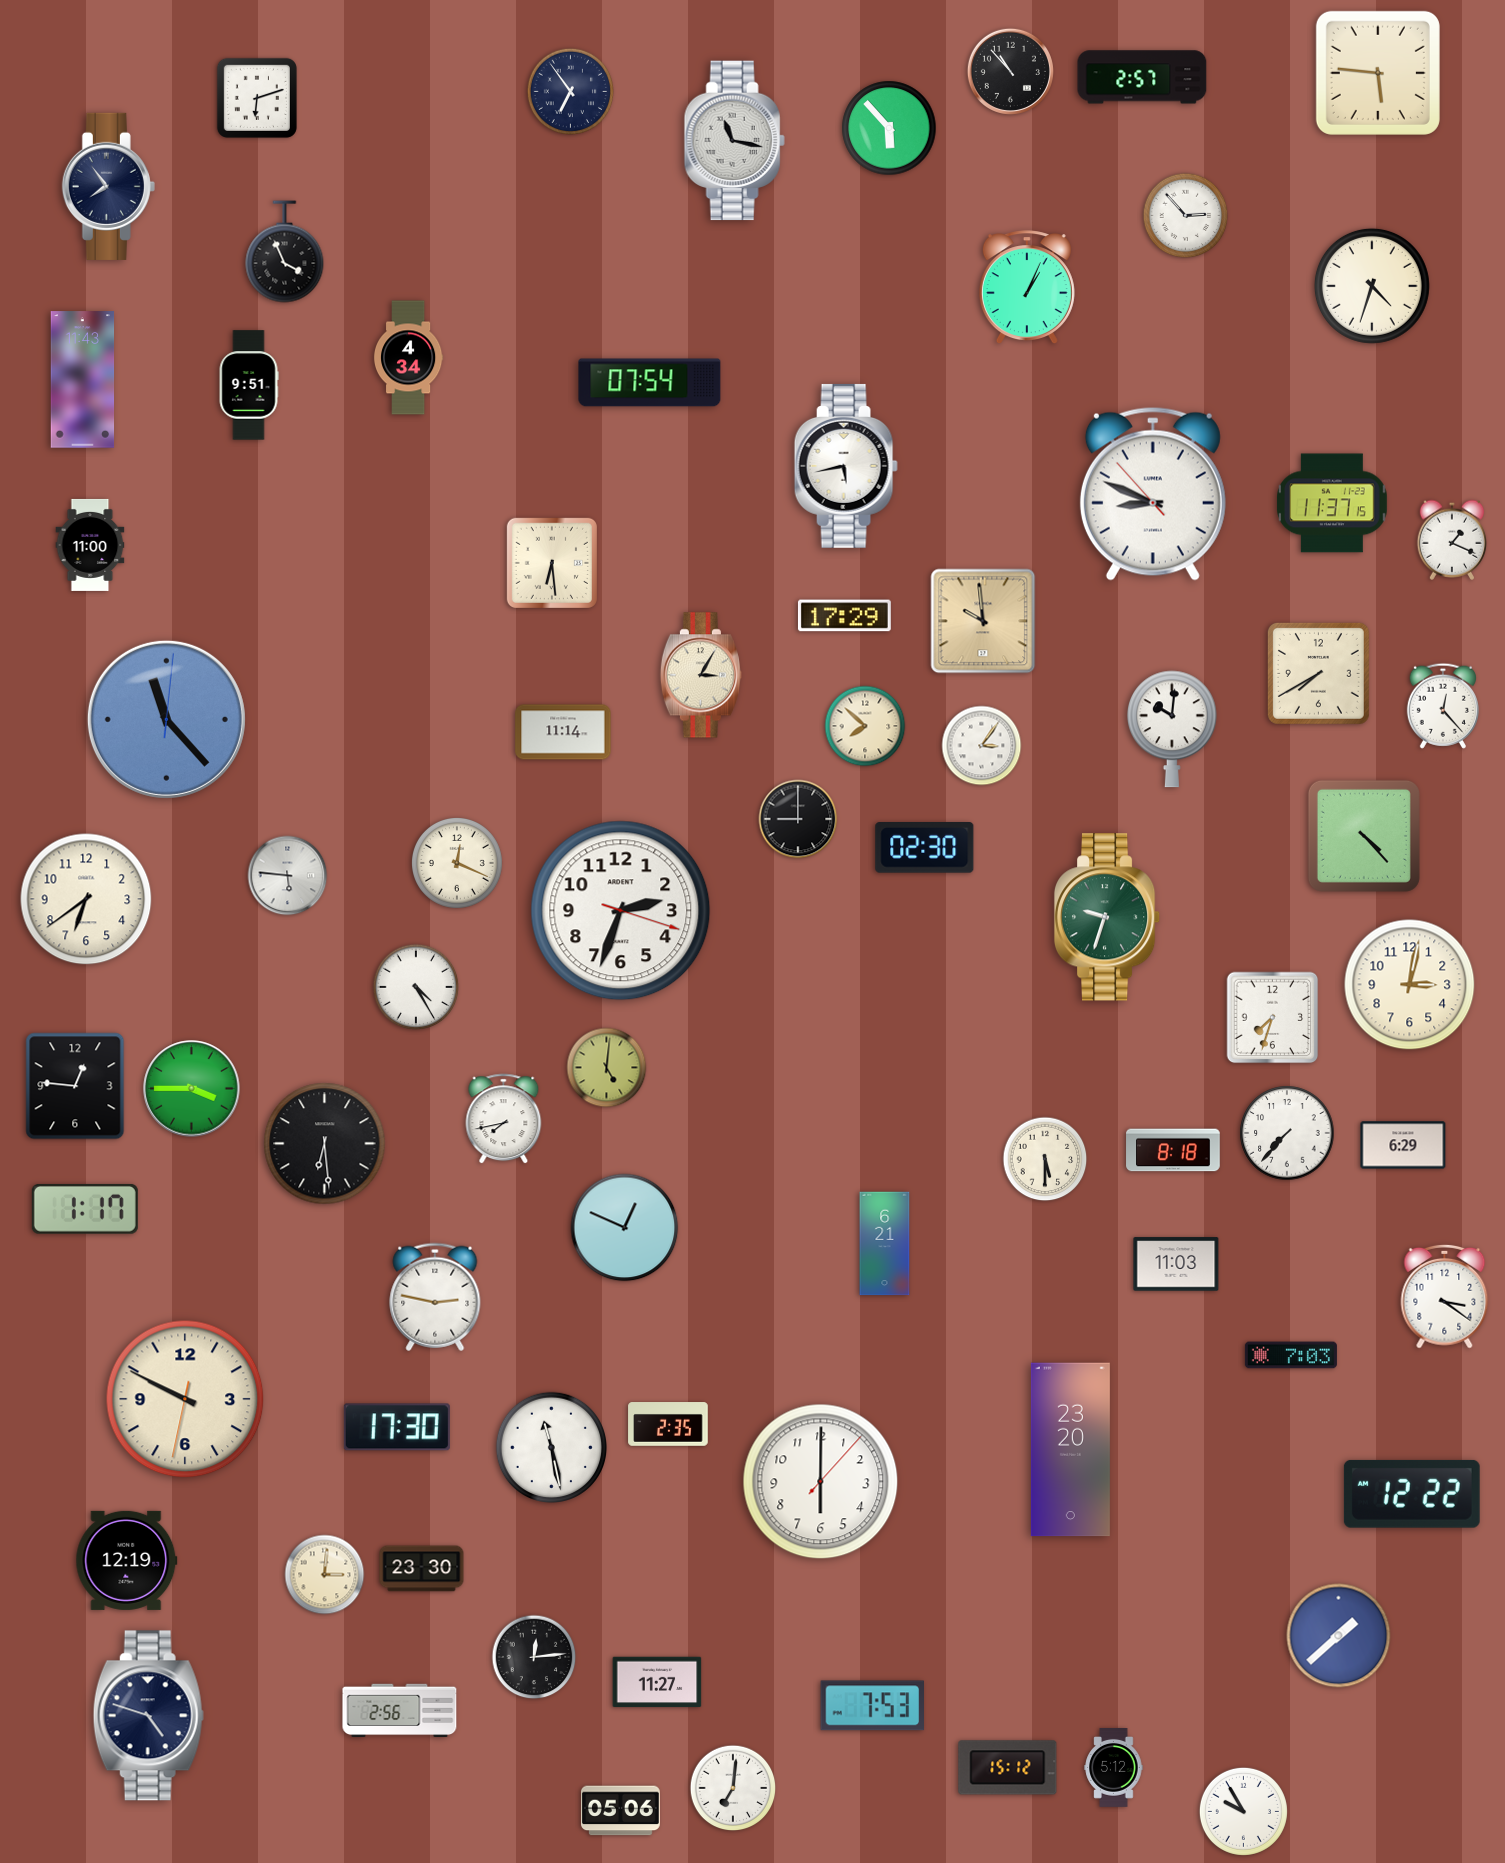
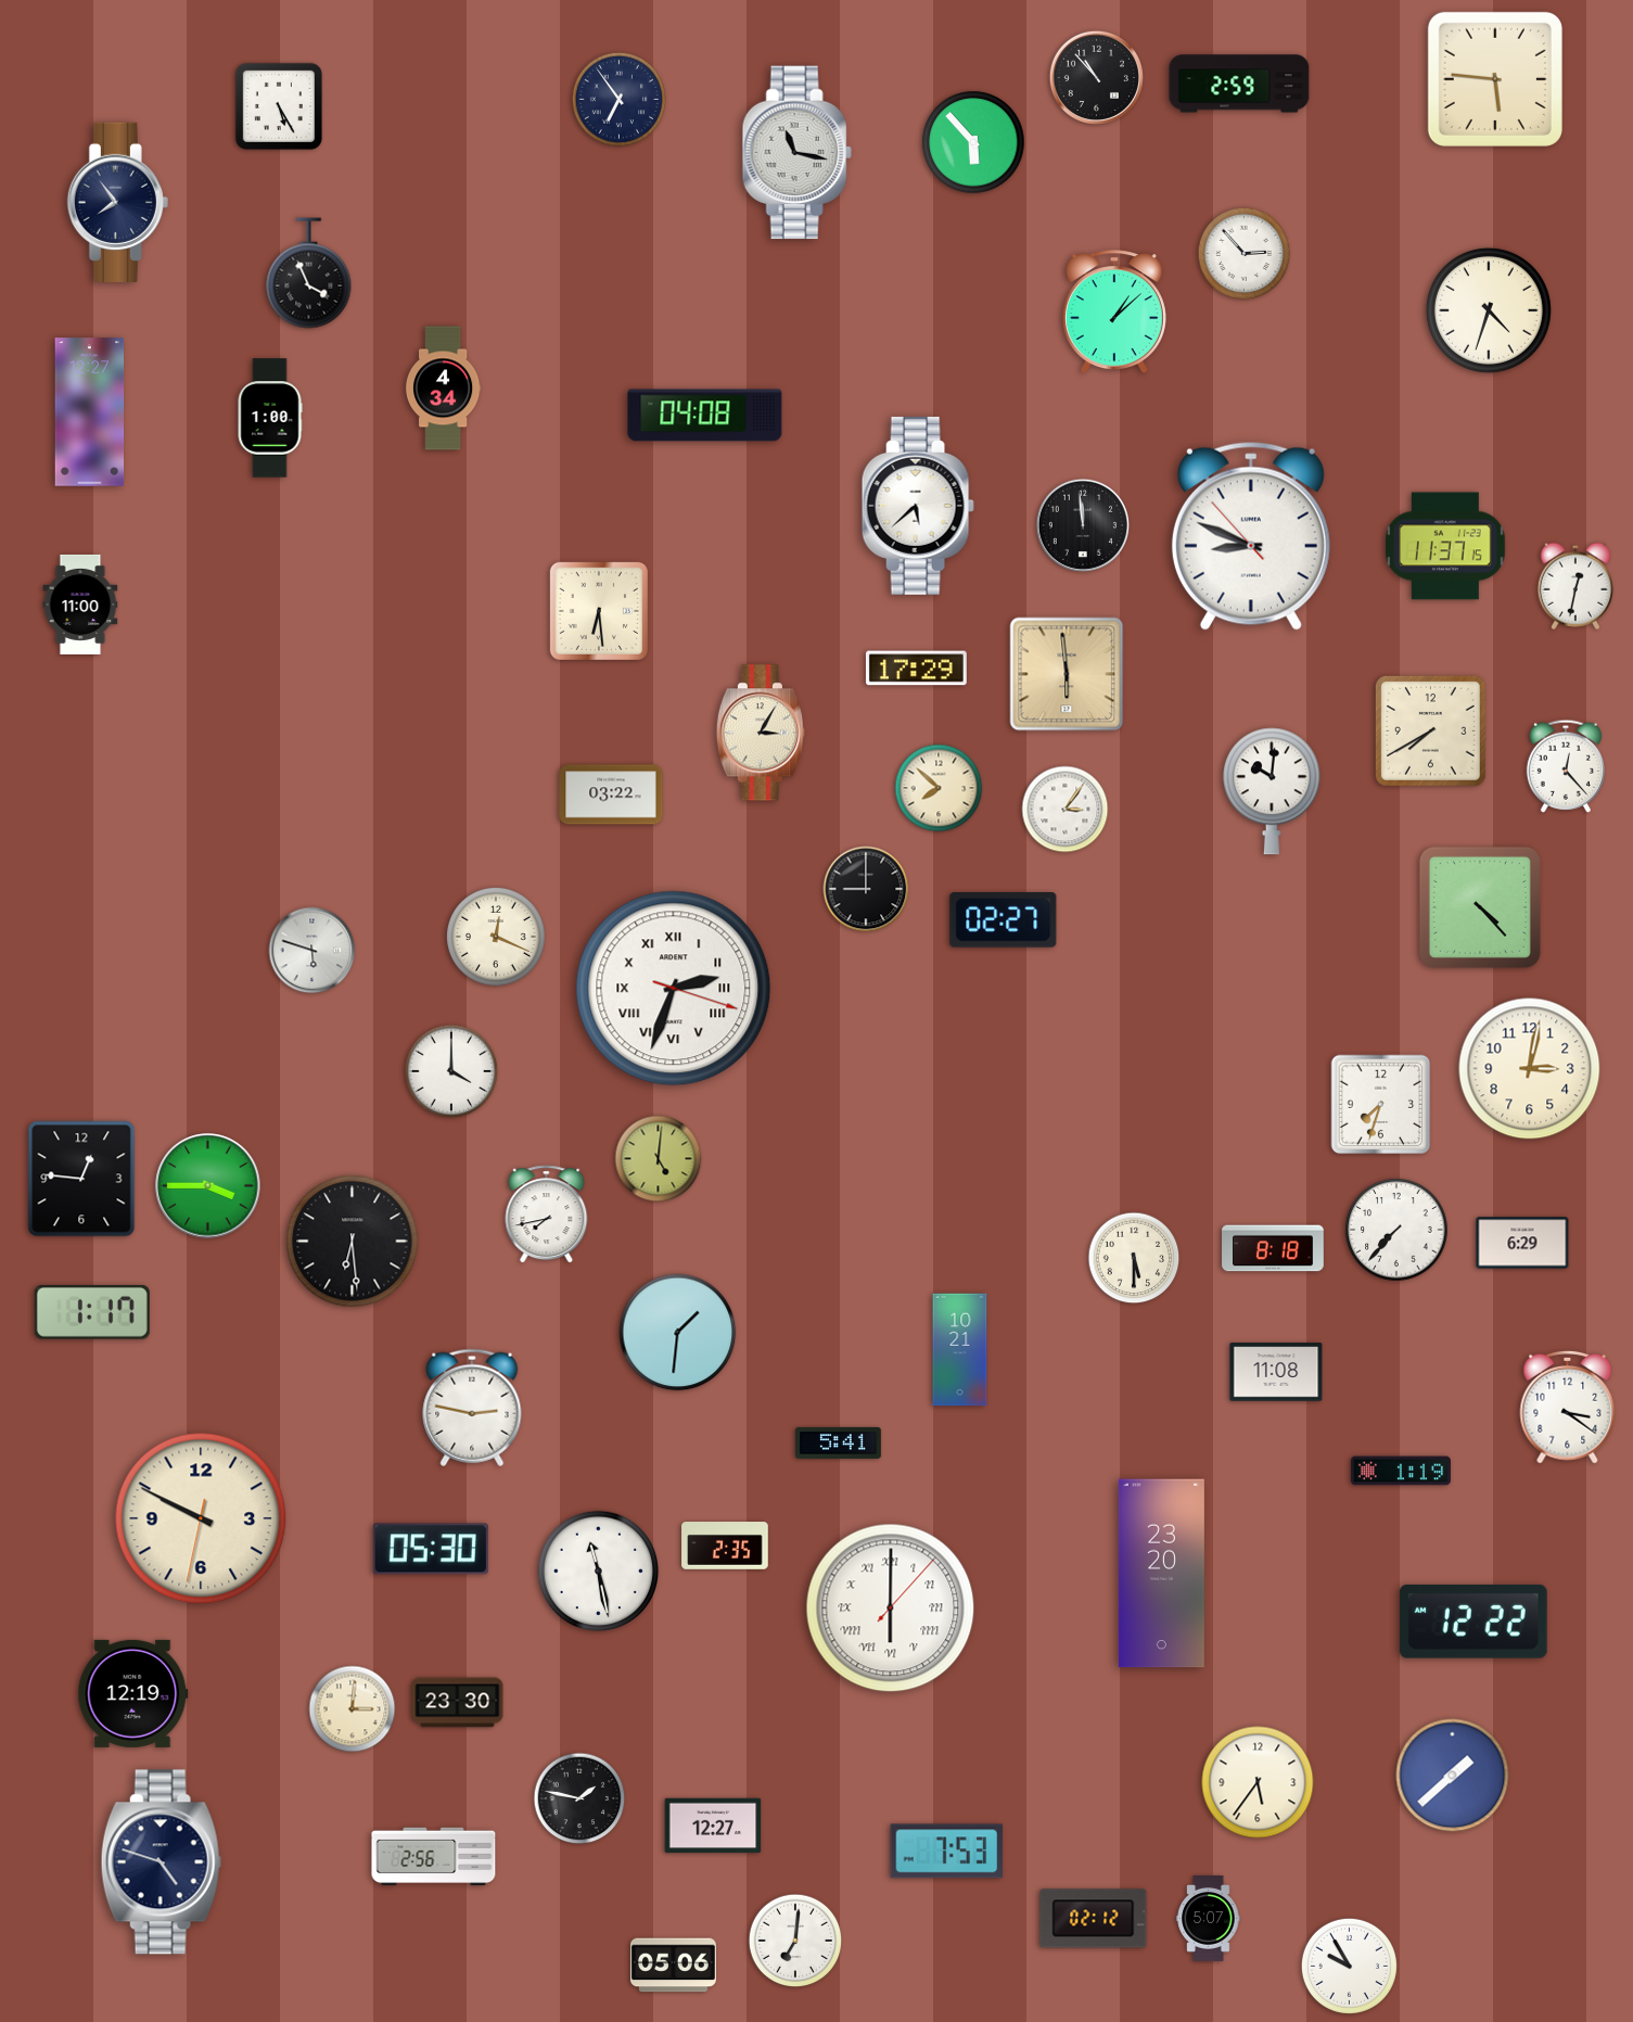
clock at (1142, 77): 2:57 -> 2:59
clock at (257, 98): 6:12 -> 5:25
clock at (889, 128) position: (889, 128) -> (973, 142)
clock at (1186, 216) position: (1186, 216) -> (1245, 254)
clock at (1027, 288): 1:04 -> 1:08
clock at (83, 380): 11:43 -> 12:27
clock at (650, 383): 07:54 -> 04:08
clock at (249, 385): 9:51 -> 1:00
clock at (846, 466): 5:43 -> 5:38
clock at (1082, 524): none -> 11:59
clock at (1452, 540): 1:19 -> 12:32
clock at (90, 545) position: (90, 545) -> (80, 605)
clock at (983, 621): 9:59 -> 5:59
clock at (166, 719): 11:23 -> none
clock at (563, 732): 11:14 -> 03:22
clock at (925, 848): 02:30 -> 02:27
clock at (288, 876): 5:46 -> 5:48
clock at (86, 899): 6:39 -> none
clock at (621, 911) numerals: Arabic -> Roman
clock at (1107, 917): 9:33 -> none
clock at (416, 987): 4:25 -> 4:00
clock at (192, 1089) position: (192, 1089) -> (208, 1186)
clock at (625, 1228): 12:49 -> 1:31
clock at (885, 1244): 6:21 -> 10:21
clock at (1176, 1264): 11:03 -> 11:08
clock at (839, 1442): none -> 5:41
clock at (1291, 1355): 7:03 -> 1:19
clock at (397, 1427): 17:30 -> 05:30
clock at (821, 1482) numerals: Arabic -> Roman
clock at (1412, 1494) position: (1412, 1494) -> (1473, 1622)
clock at (127, 1560) position: (127, 1560) -> (133, 1693)
clock at (1258, 1782): none -> 5:36
clock at (534, 1657): 12:14 -> 1:47
clock at (657, 1682): 11:27 -> 12:27
clock at (1008, 1768): 15:12 -> 02:12
clock at (1114, 1768): 5:12 -> 5:07
